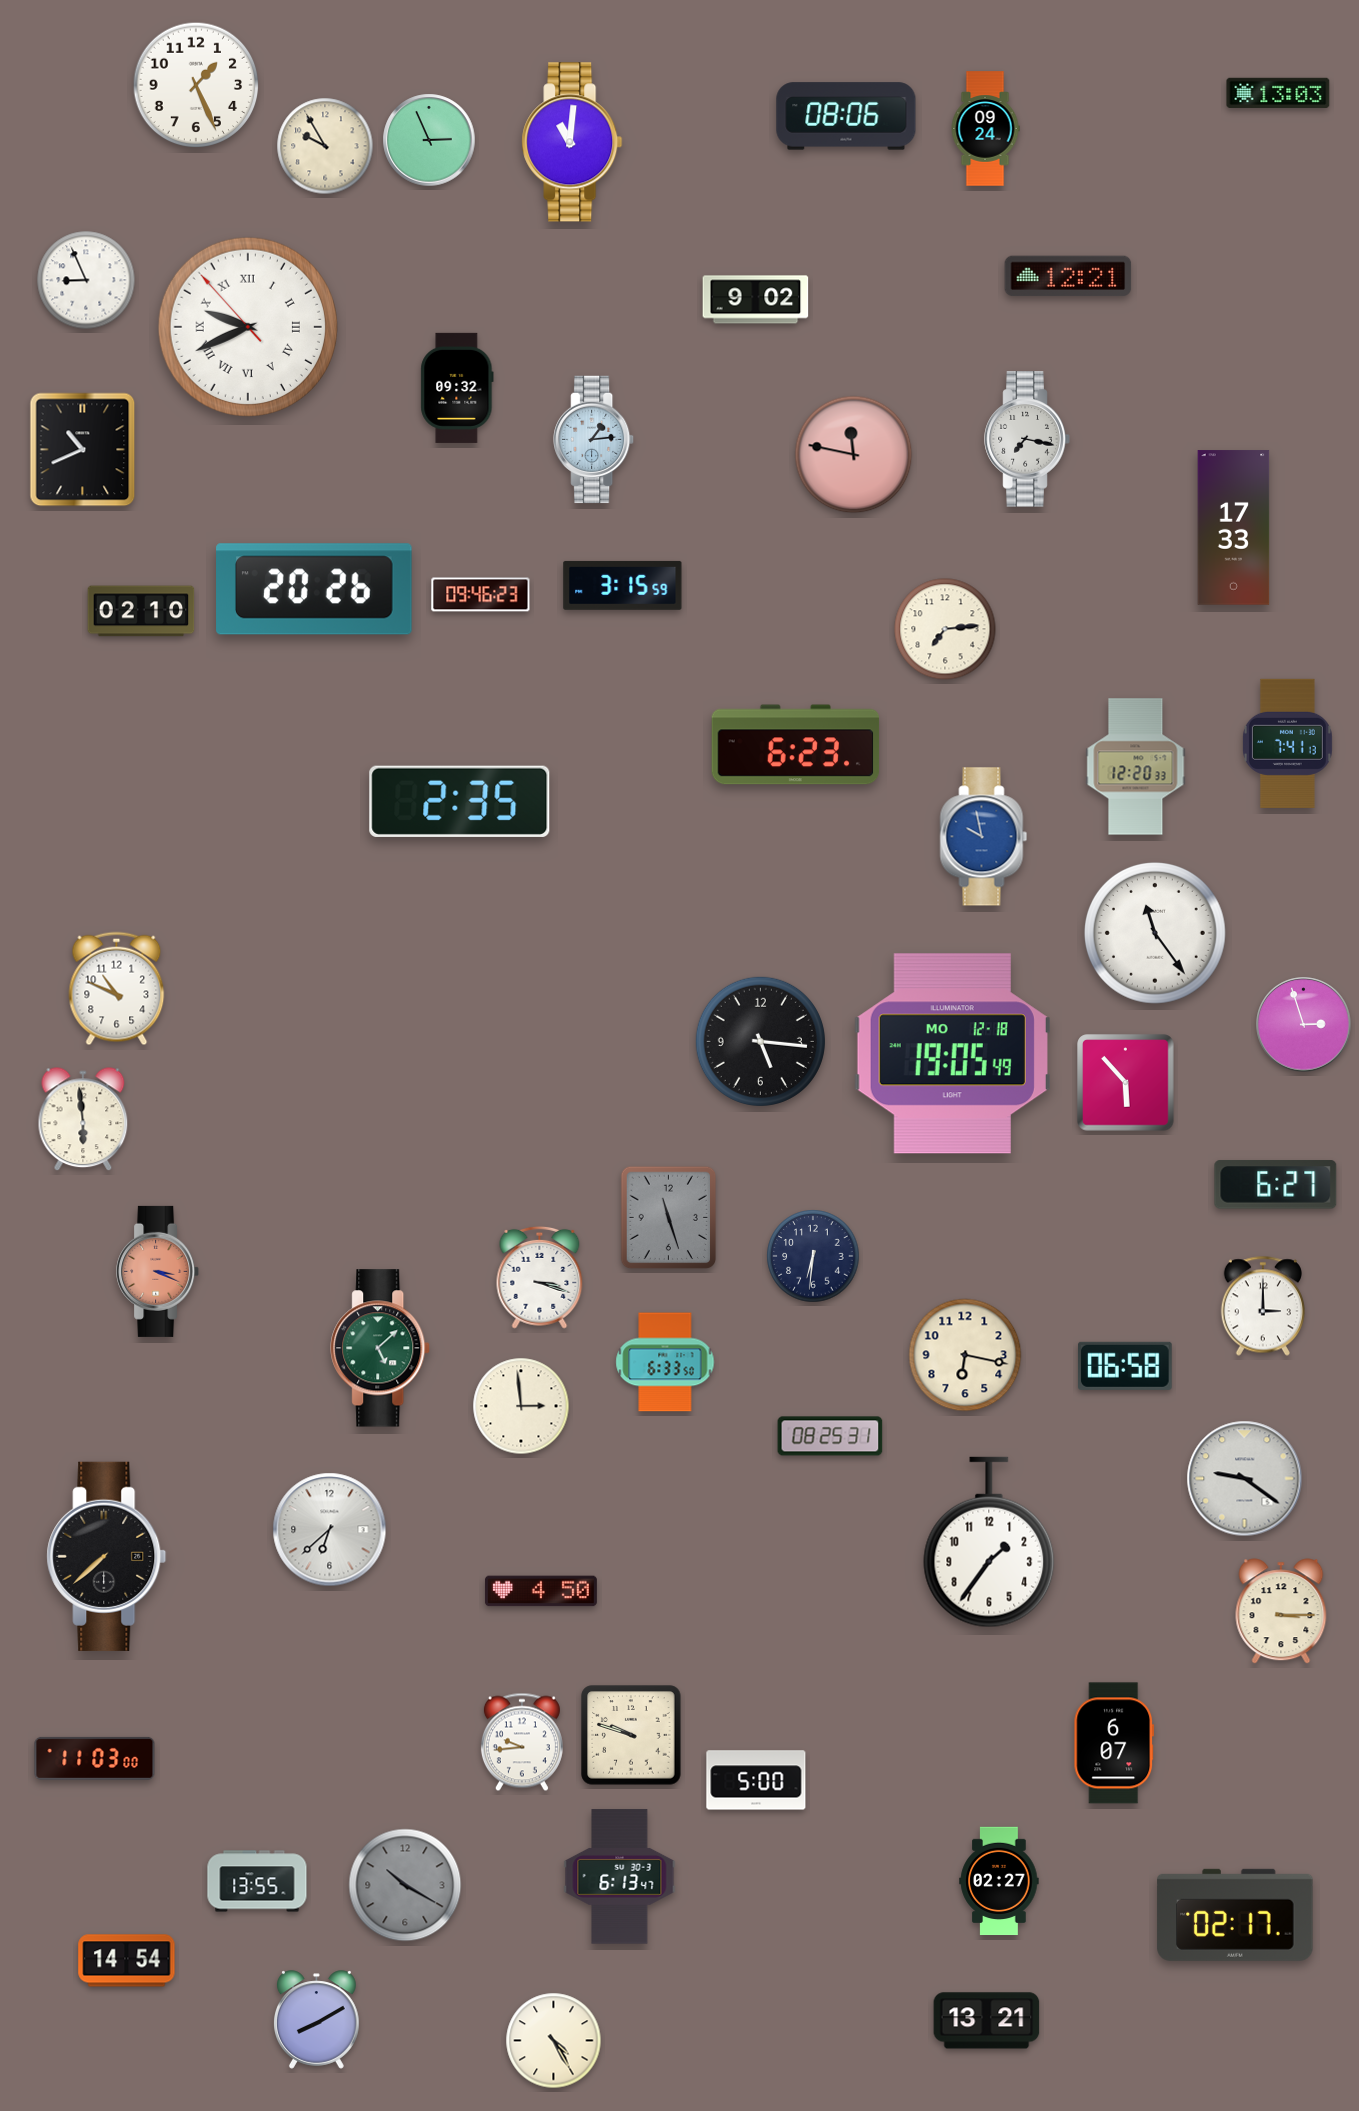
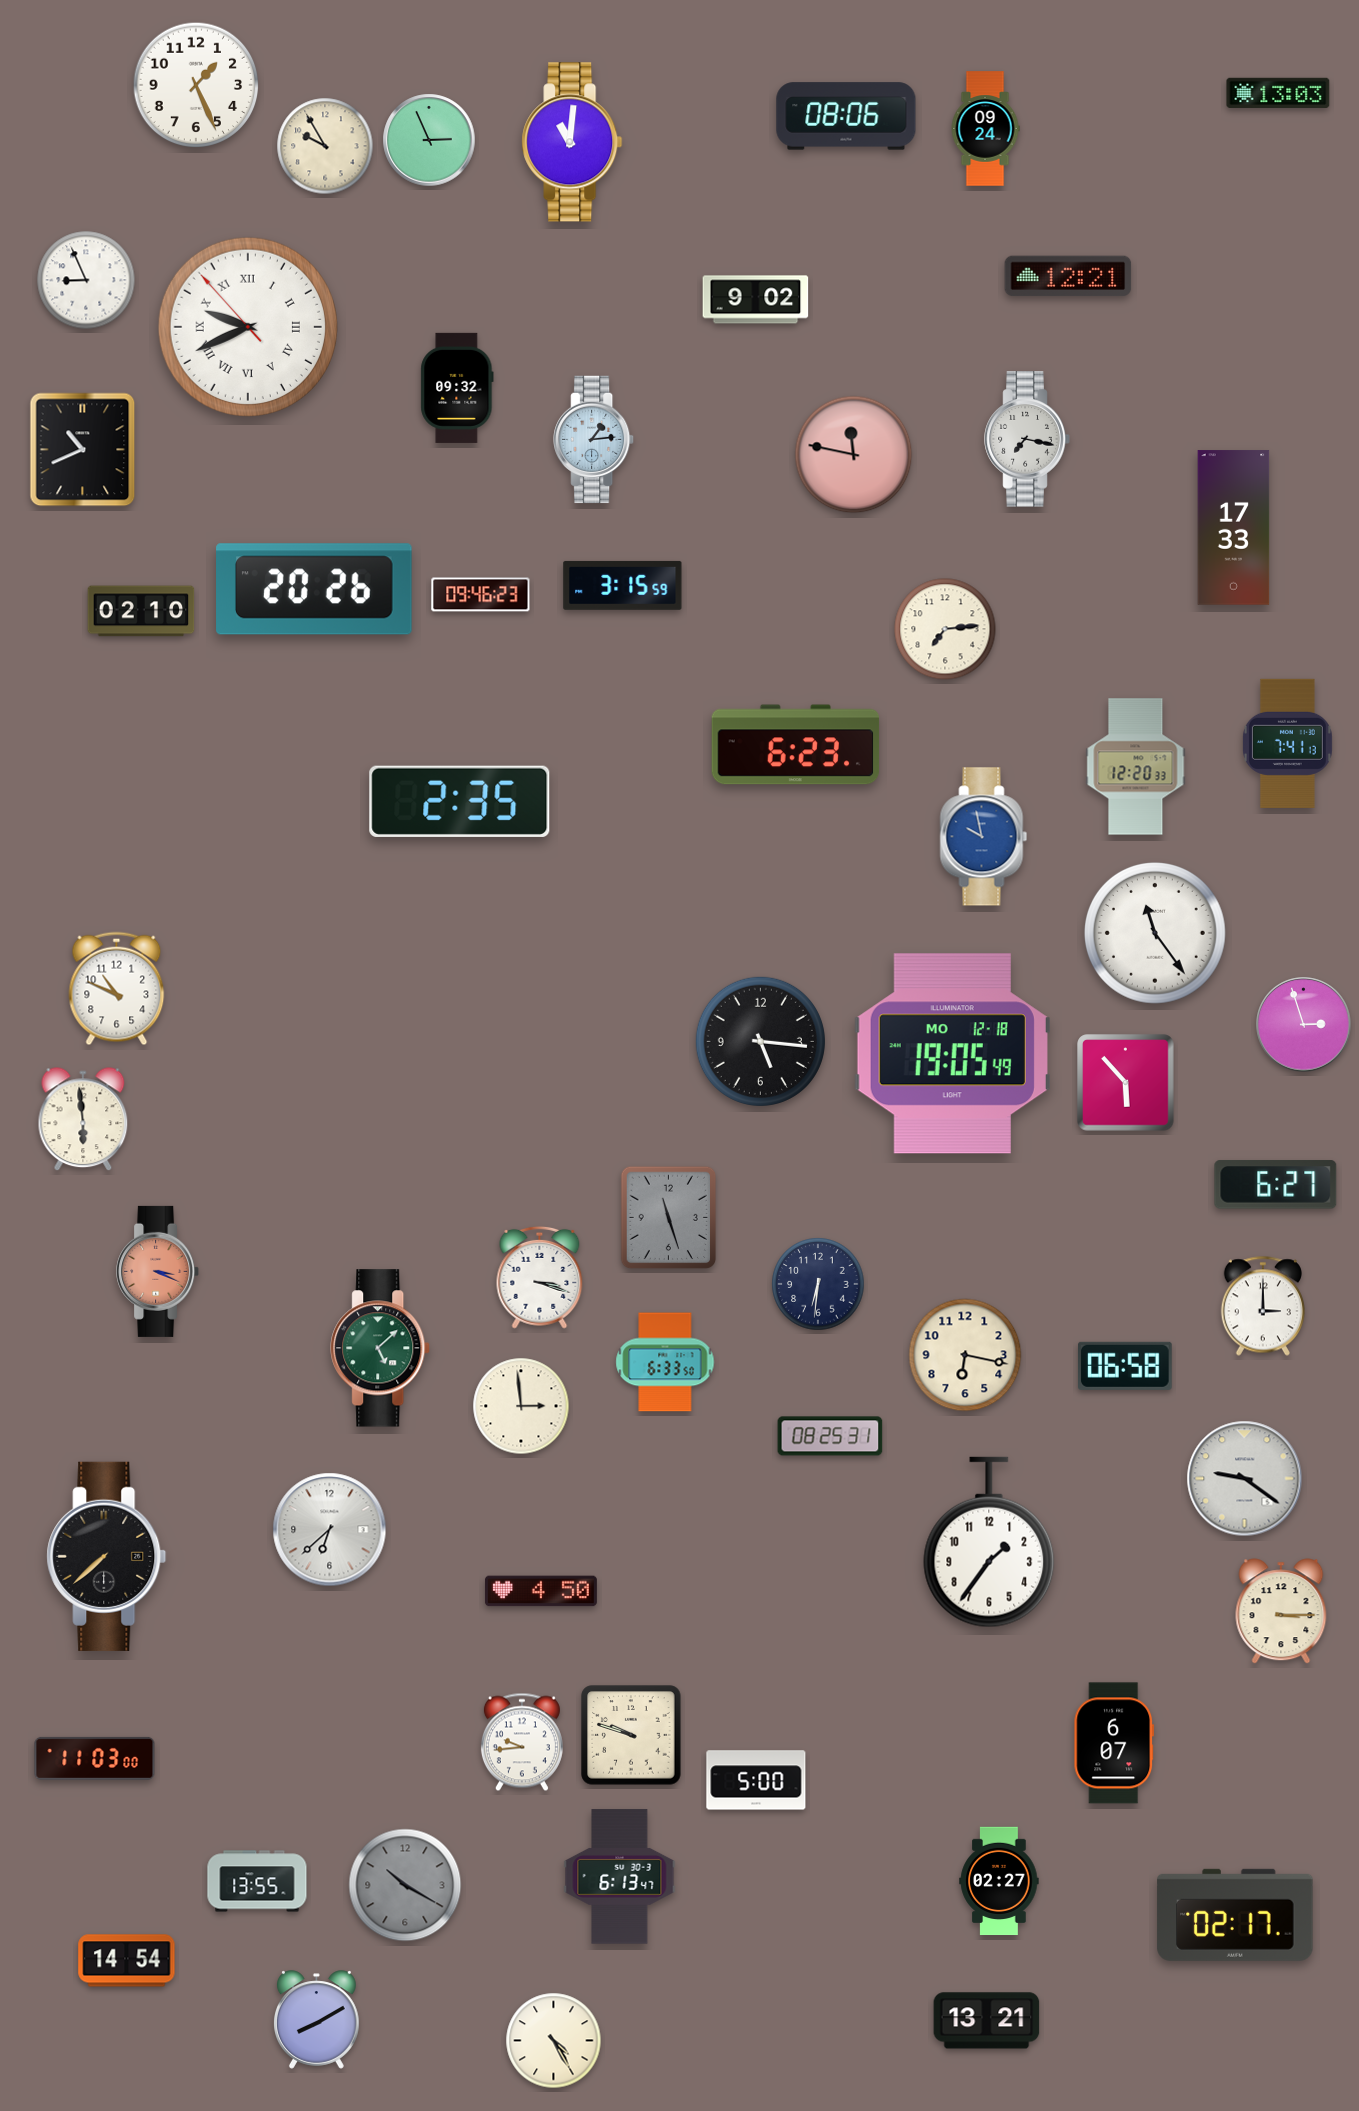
clock at (813, 1256) position: (813, 1256) -> (818, 1284)
